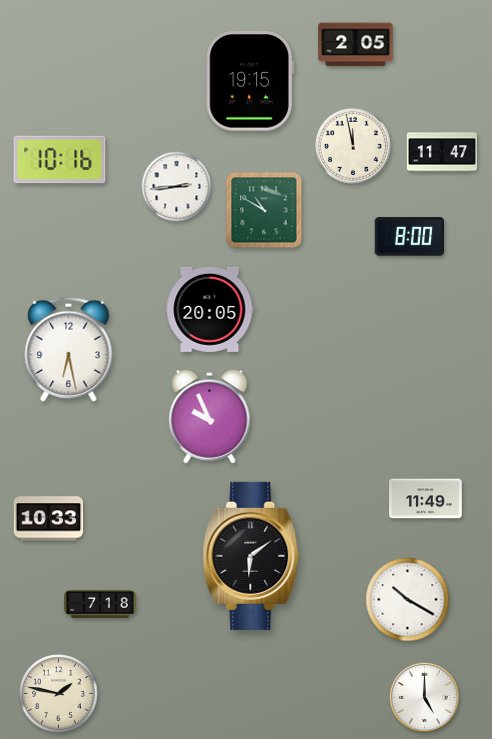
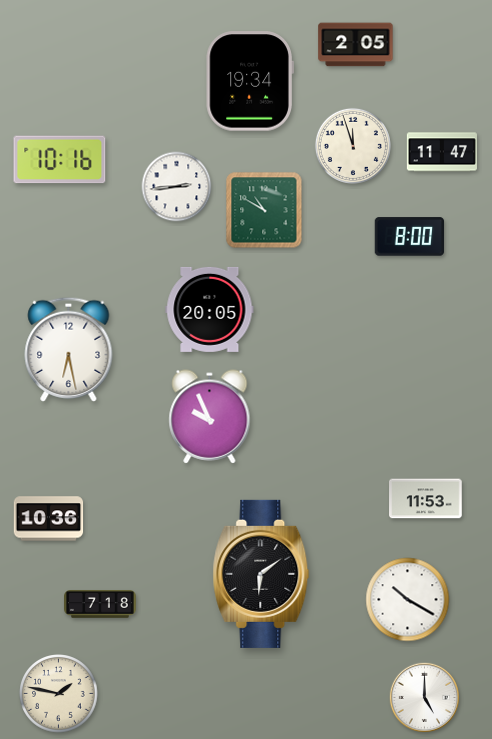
clock at (250, 81): 19:15 -> 19:34
clock at (353, 146): 11:58 -> 11:57
clock at (426, 499): 11:49 -> 11:53
clock at (49, 519): 10:33 -> 10:36
clock at (251, 556) position: (251, 556) -> (261, 574)
